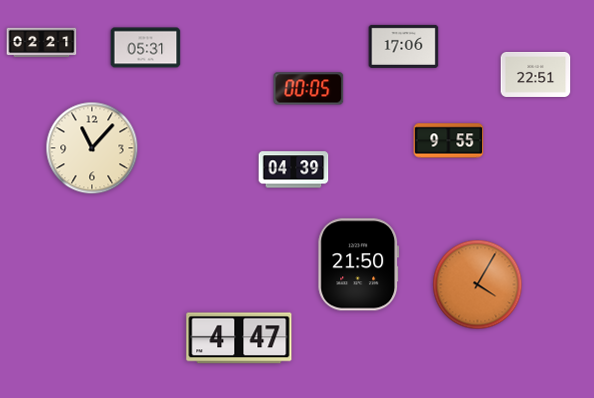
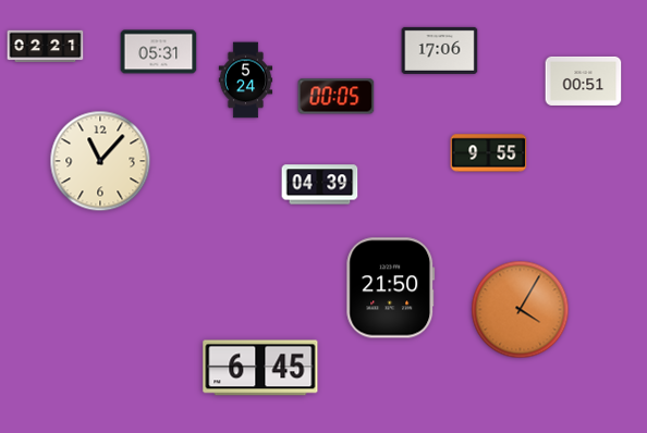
clock at (246, 81): none -> 5:24
clock at (536, 74): 22:51 -> 00:51
clock at (239, 338): 4:47 -> 6:45
